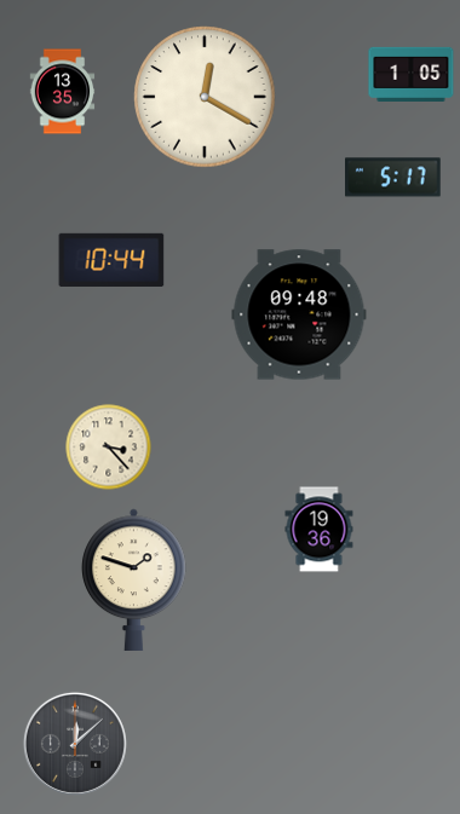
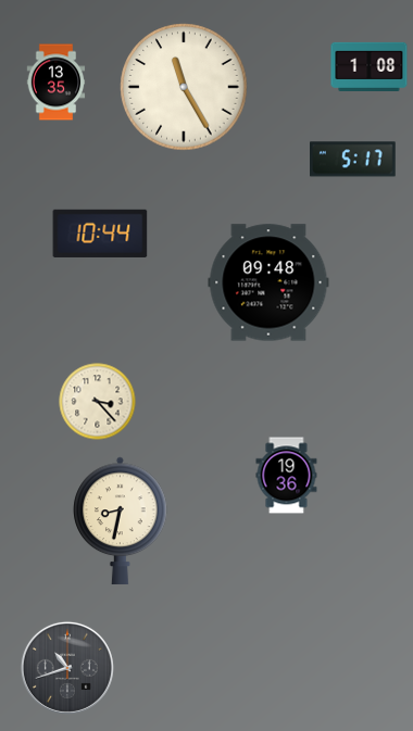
clock at (412, 74): 1:05 -> 1:08
clock at (205, 97): 12:20 -> 11:25
clock at (134, 579): 1:48 -> 8:32
clock at (75, 744): 12:08 -> 10:42
